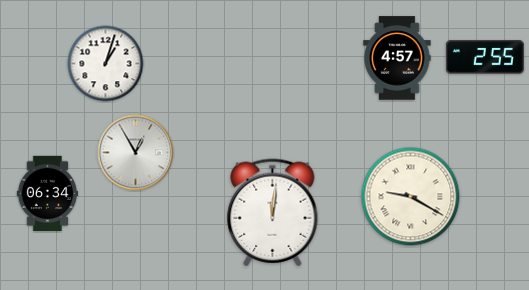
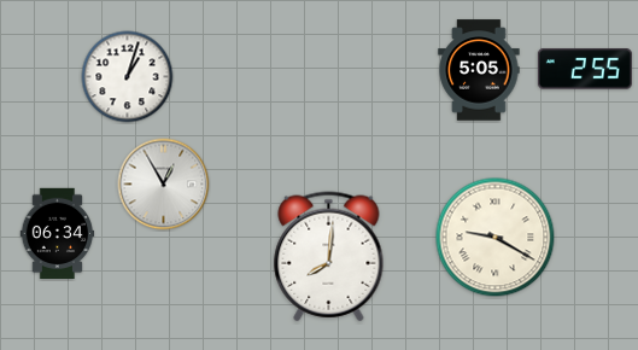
clock at (397, 58): 4:57 -> 5:05
clock at (273, 213): 12:01 -> 8:01
